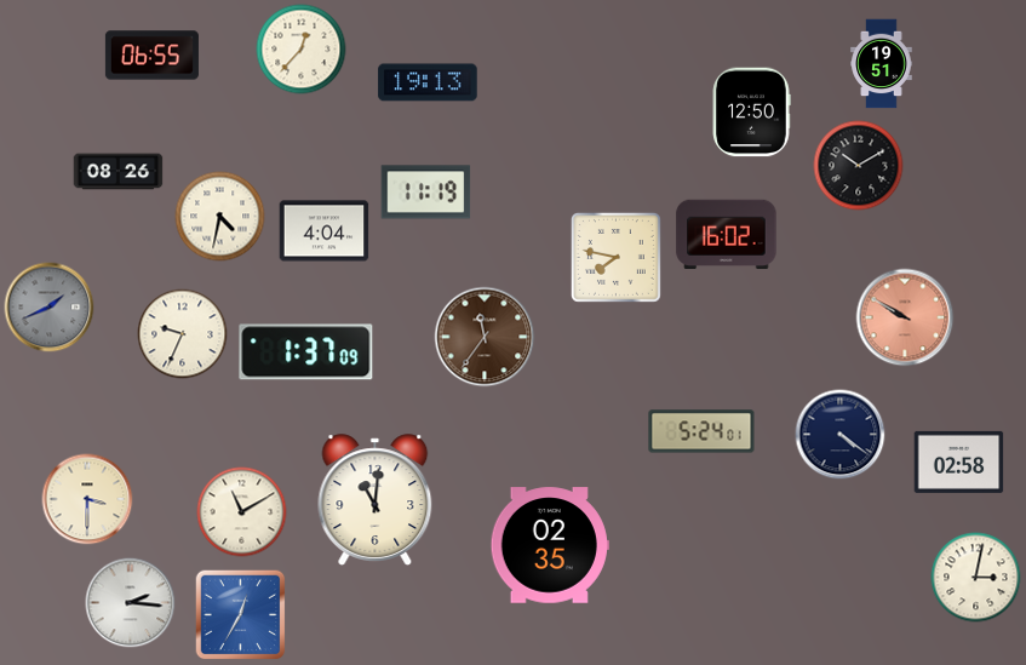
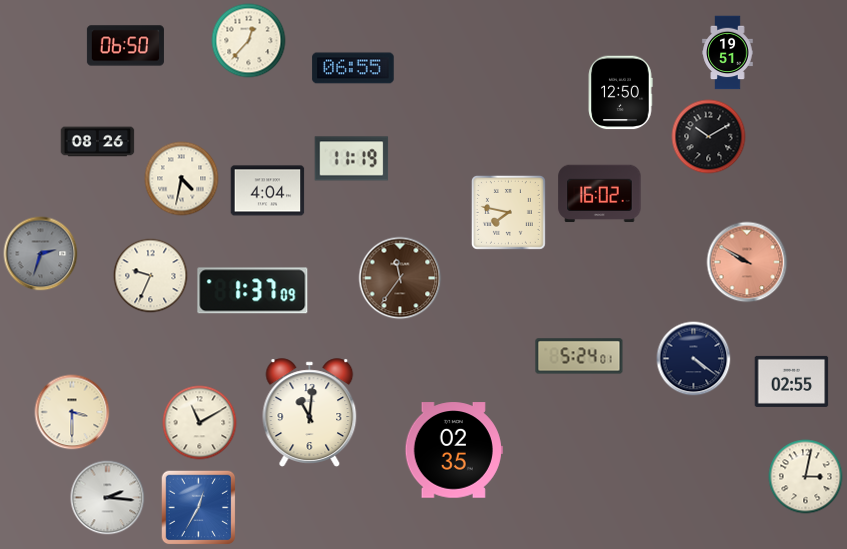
clock at (151, 56): 06:55 -> 06:50
clock at (428, 82): 19:13 -> 06:55
clock at (50, 308): 1:41 -> 2:33
clock at (959, 462): 02:58 -> 02:55
